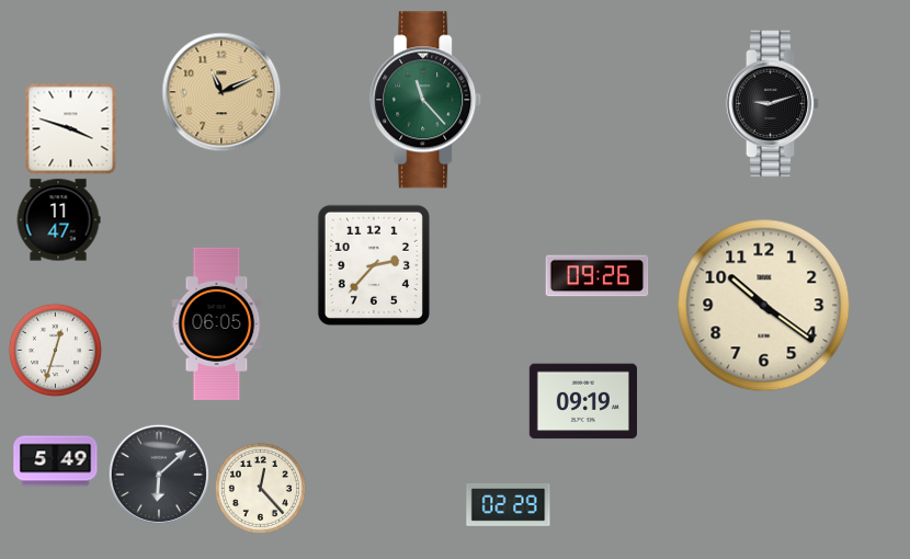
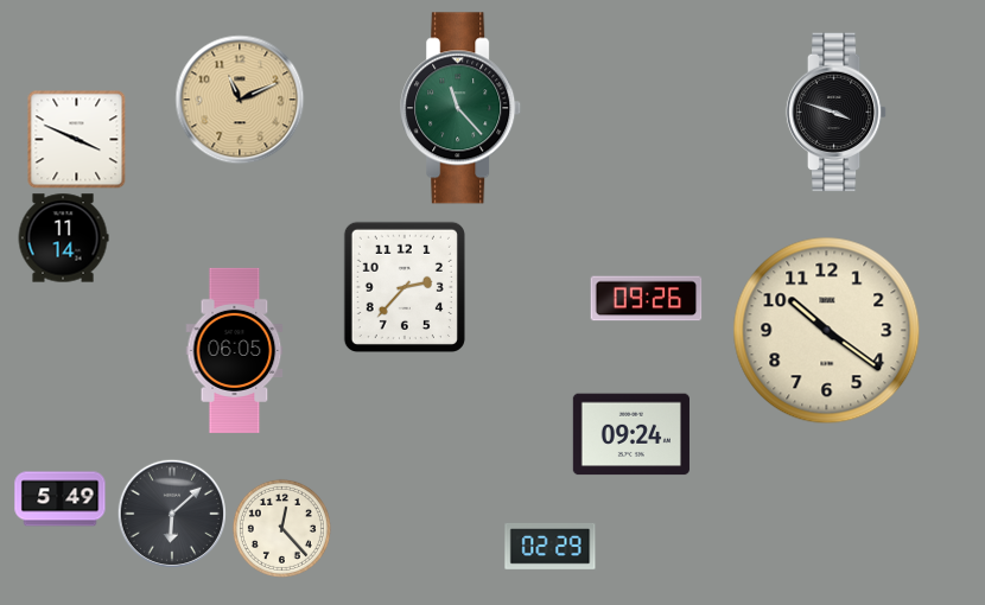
clock at (773, 104): 9:12 -> 3:48
clock at (70, 128): 3:48 -> 3:49
clock at (58, 220): 11:47 -> 11:14
clock at (55, 350): 12:33 -> none
clock at (583, 401): 09:19 -> 09:24
